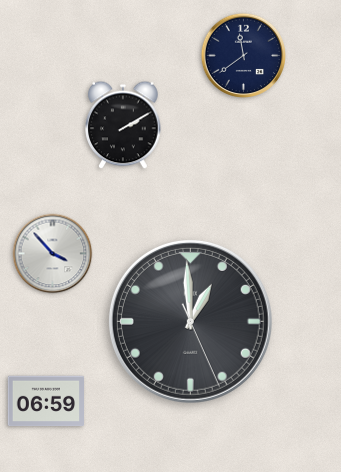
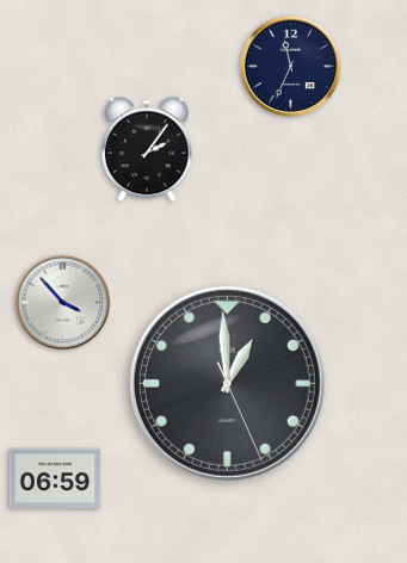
clock at (244, 56): 11:39 -> 11:34
clock at (123, 125): 2:10 -> 2:06
